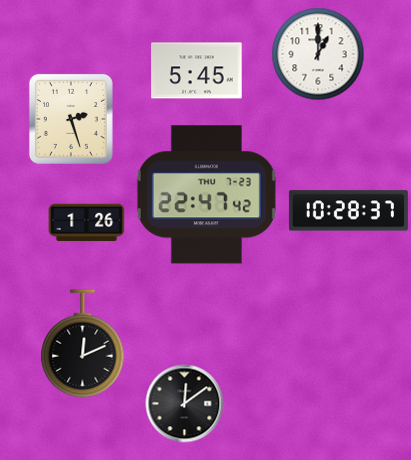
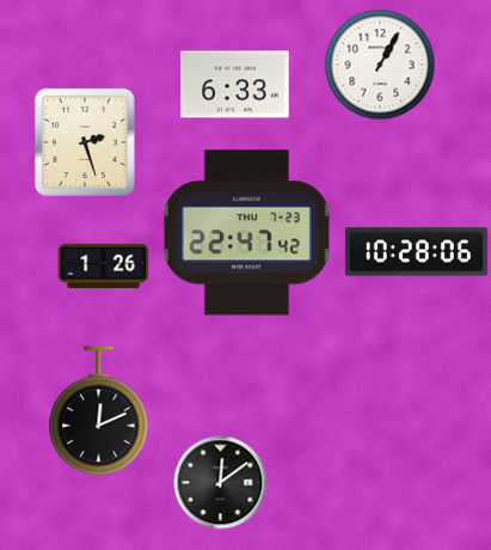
clock at (318, 54): 1:00 -> 1:05
clock at (197, 71): 5:45 -> 6:33
clock at (348, 211): 10:28:37 -> 10:28:06
